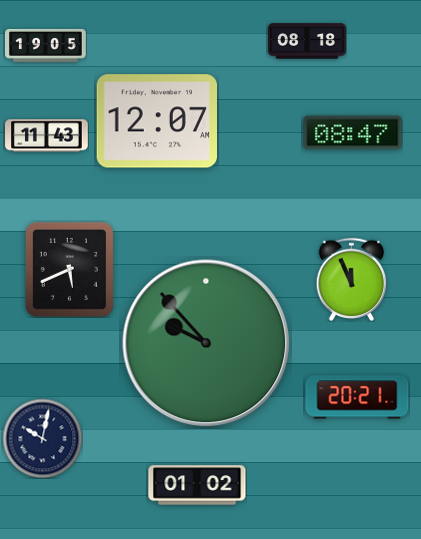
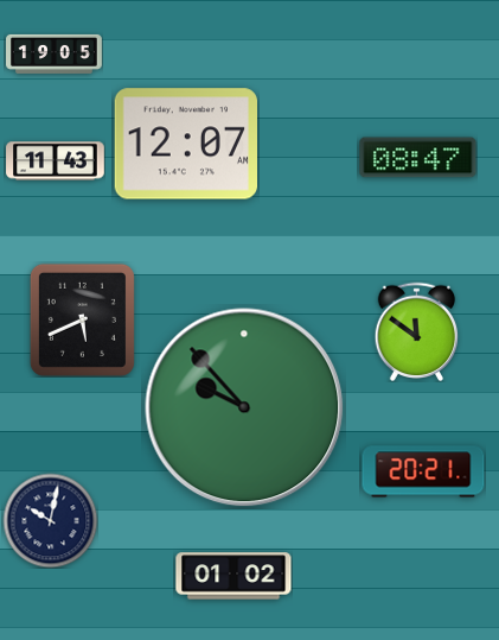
clock at (307, 41): 08:18 -> none
clock at (352, 279): 11:56 -> 11:51
